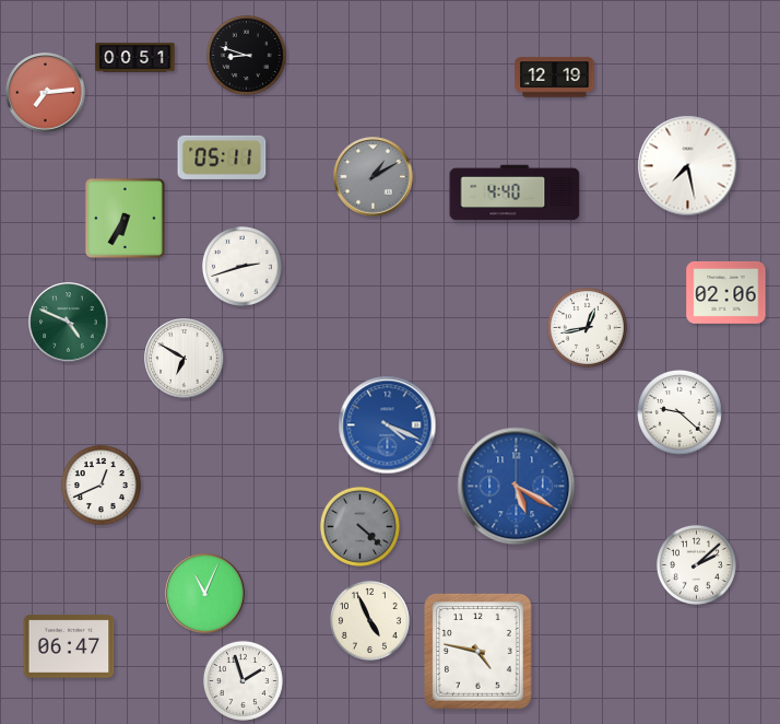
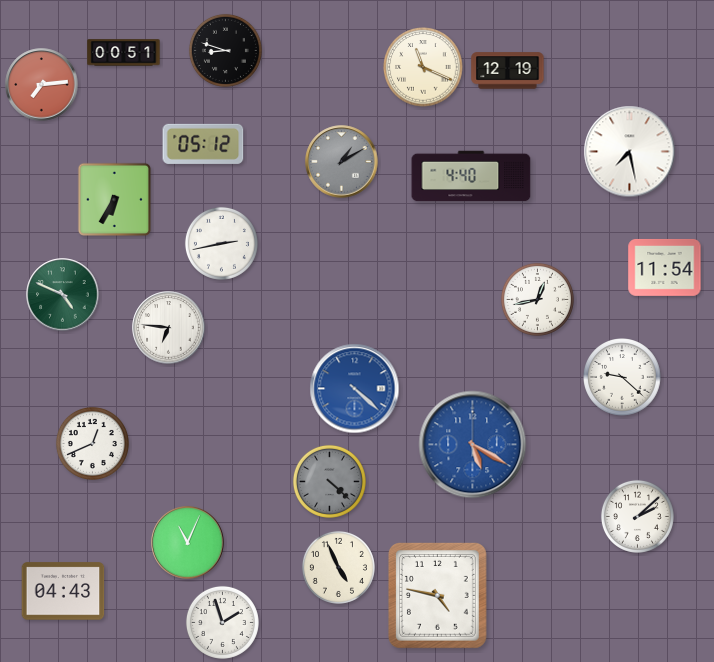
clock at (423, 67): none -> 11:19
clock at (222, 157): 05:11 -> 05:12
clock at (241, 266): 2:42 -> 2:43
clock at (726, 292): 02:06 -> 11:54
clock at (185, 359): 6:50 -> 6:46
clock at (388, 425): 4:19 -> 4:22
clock at (69, 646): 06:47 -> 04:43
